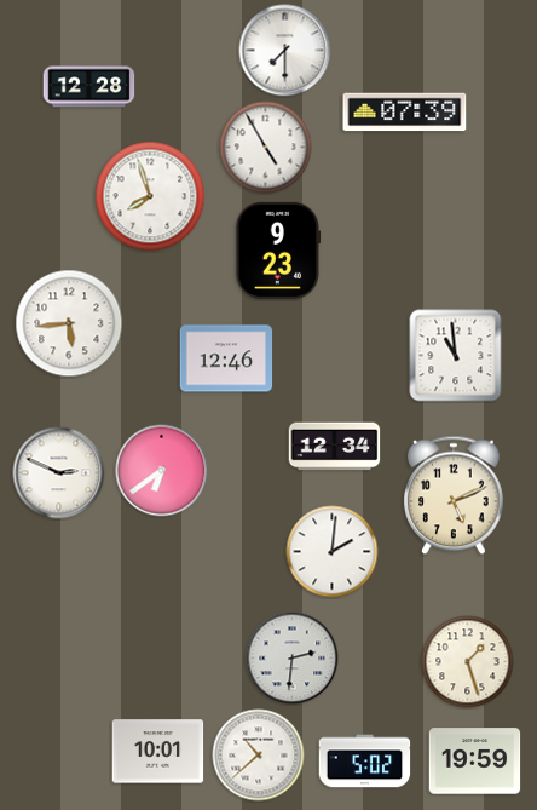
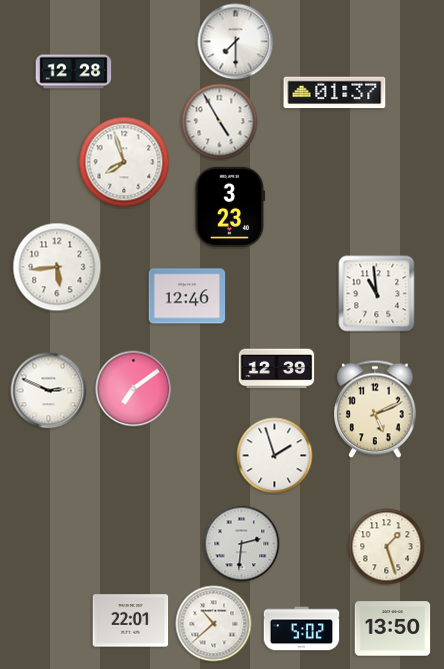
clock at (405, 113): 07:39 -> 01:37
clock at (278, 251): 9:23 -> 3:23
clock at (335, 447): 12:34 -> 12:39
clock at (162, 471): 6:39 -> 7:09
clock at (333, 552): 2:01 -> 1:57
clock at (158, 752): 10:01 -> 22:01
clock at (475, 762): 19:59 -> 13:50
